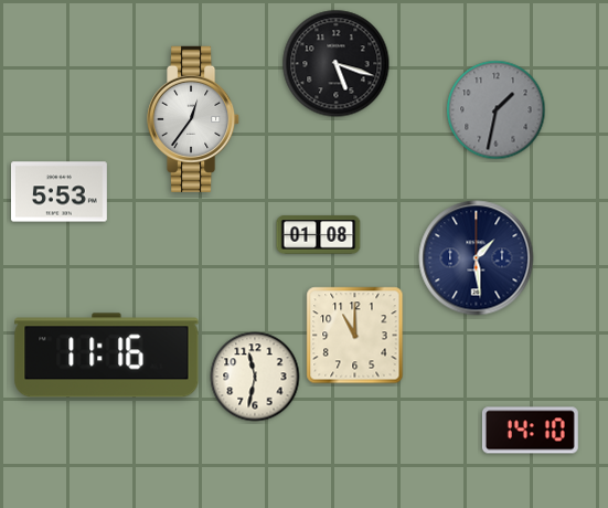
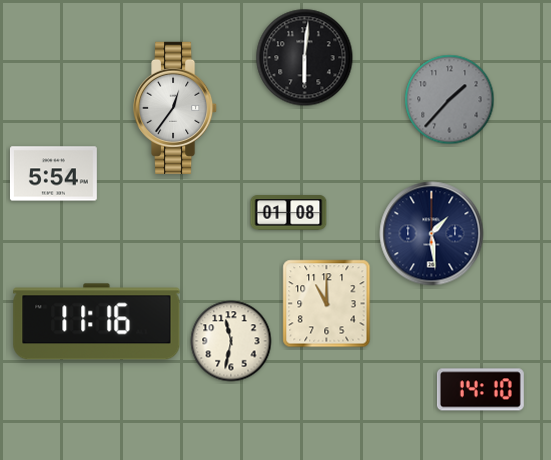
clock at (337, 64): 5:18 -> 6:01
clock at (497, 110): 1:32 -> 1:37
clock at (58, 192): 5:53 -> 5:54
clock at (355, 336) position: (355, 336) -> (327, 304)
